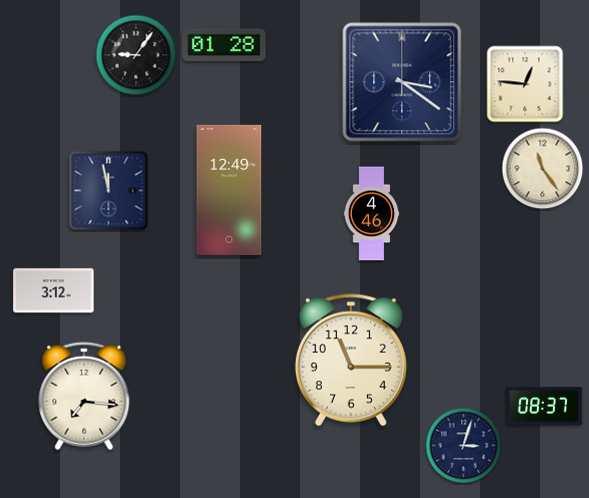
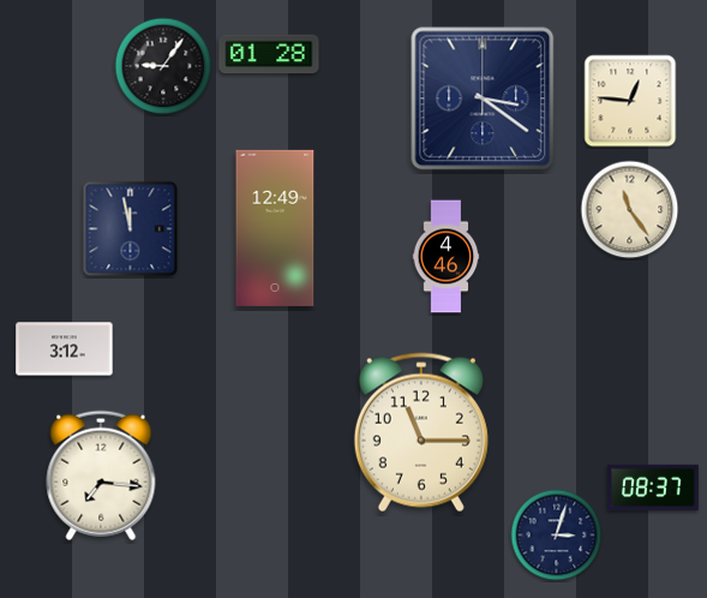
clock at (543, 169) position: (543, 169) -> (630, 210)
